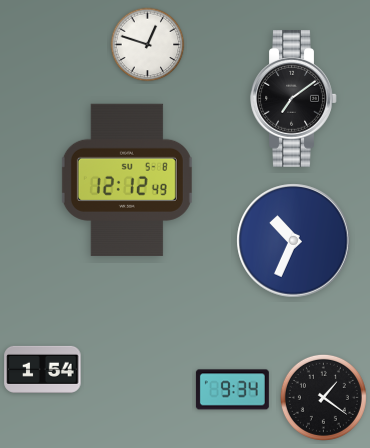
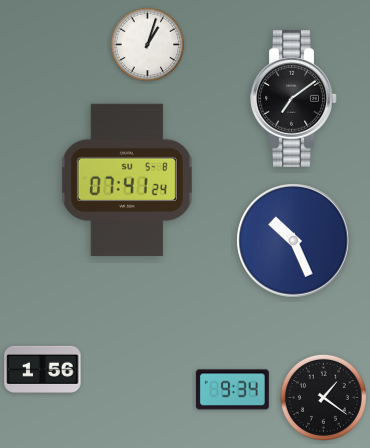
clock at (148, 45): 12:48 -> 1:03
clock at (127, 180): 12:12 -> 07:41
clock at (294, 241): 10:34 -> 10:26
clock at (43, 369): 1:54 -> 1:56
